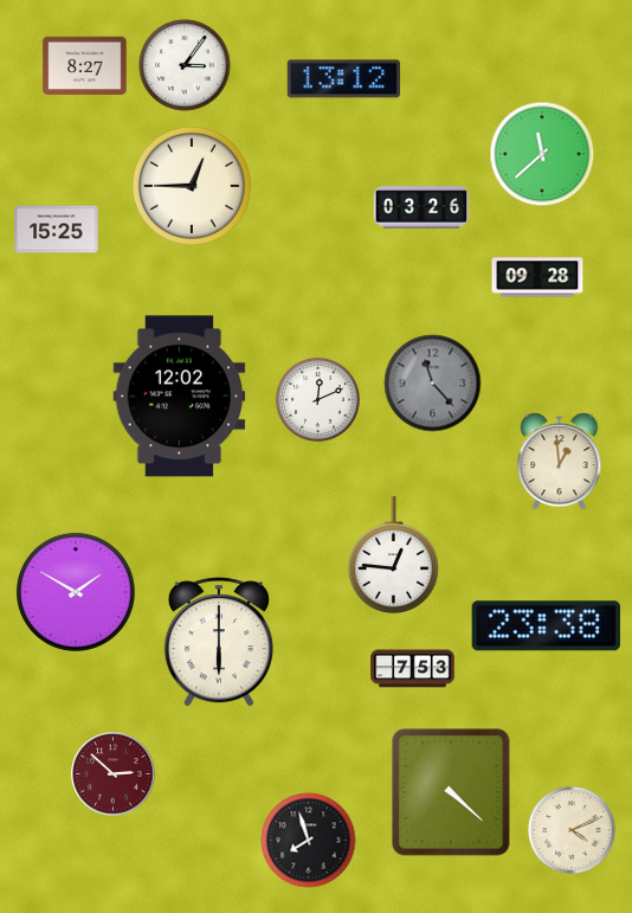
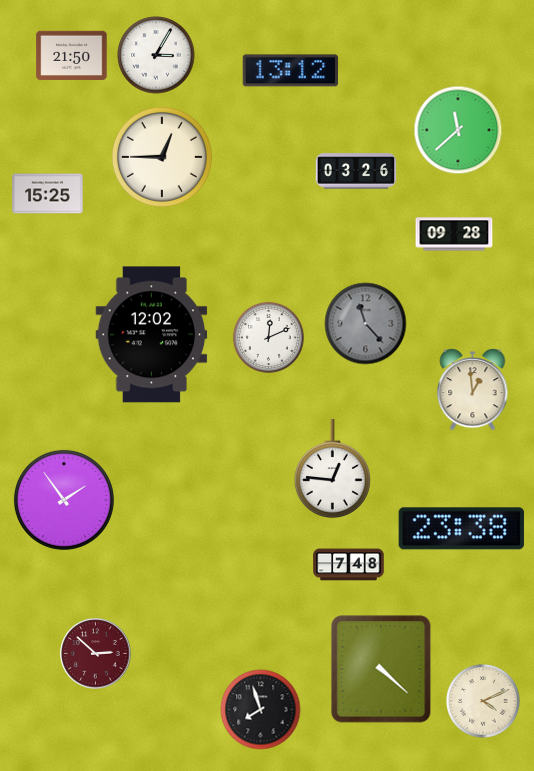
clock at (185, 65): 3:06 -> 3:05
clock at (85, 66): 8:27 -> 21:50
clock at (344, 79) position: (344, 79) -> (291, 71)
clock at (421, 207) position: (421, 207) -> (356, 171)
clock at (76, 592): 1:50 -> 1:54
clock at (219, 642): 6:00 -> none
clock at (413, 669): 7:53 -> 7:48
